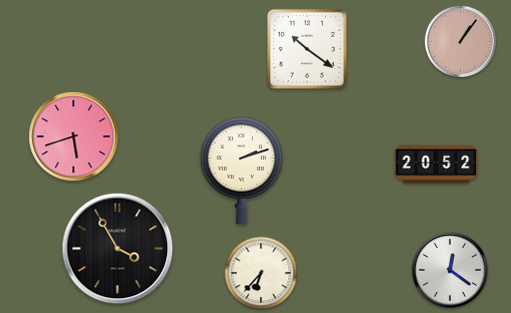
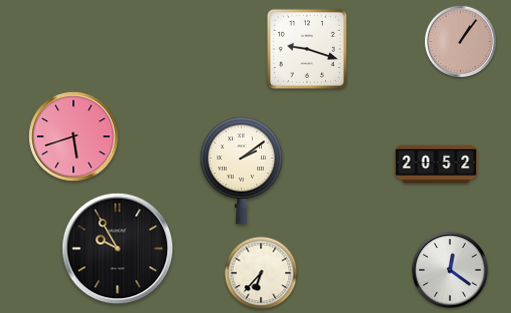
clock at (307, 49): 10:21 -> 9:18
clock at (242, 170): 2:12 -> 2:09
clock at (118, 249): 3:55 -> 9:55
